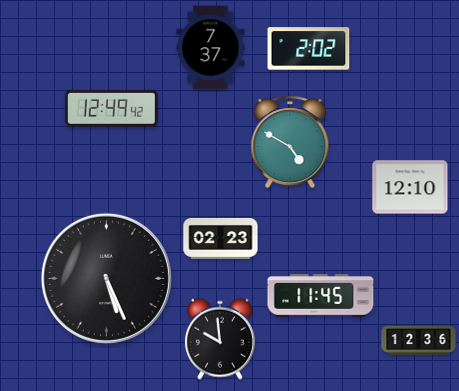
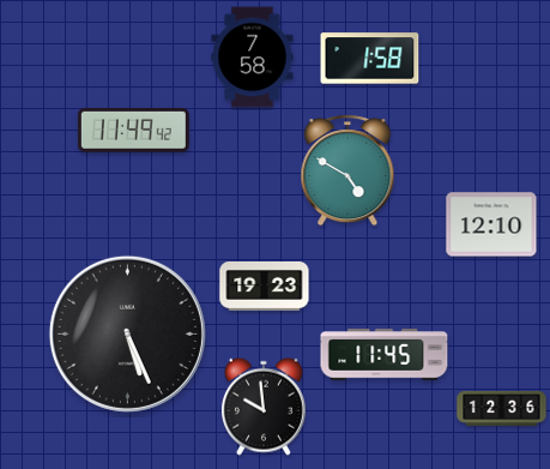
clock at (211, 48): 7:37 -> 7:58
clock at (309, 49): 2:02 -> 1:58
clock at (111, 108): 12:49 -> 11:49
clock at (221, 239): 02:23 -> 19:23
